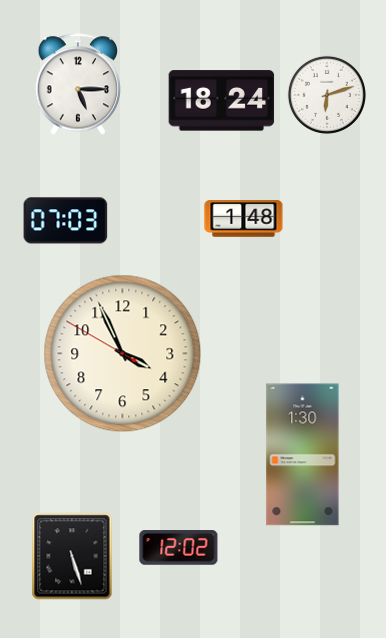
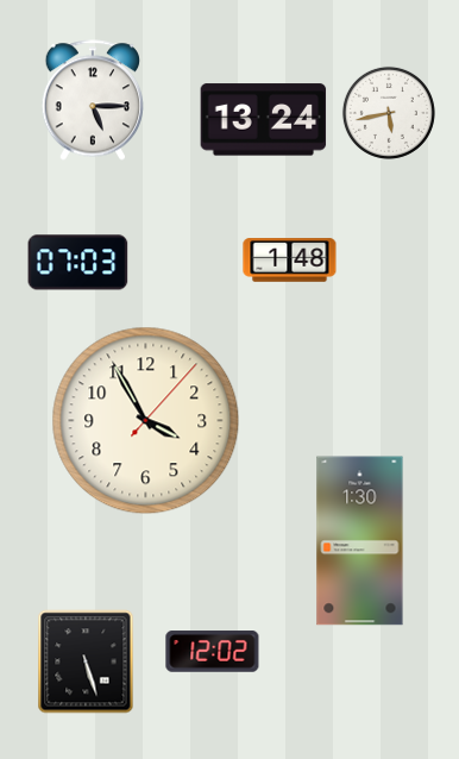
clock at (327, 95): 6:12 -> 5:43
clock at (222, 101): 18:24 -> 13:24
clock at (123, 354): 3:55:50 -> 3:55:07
